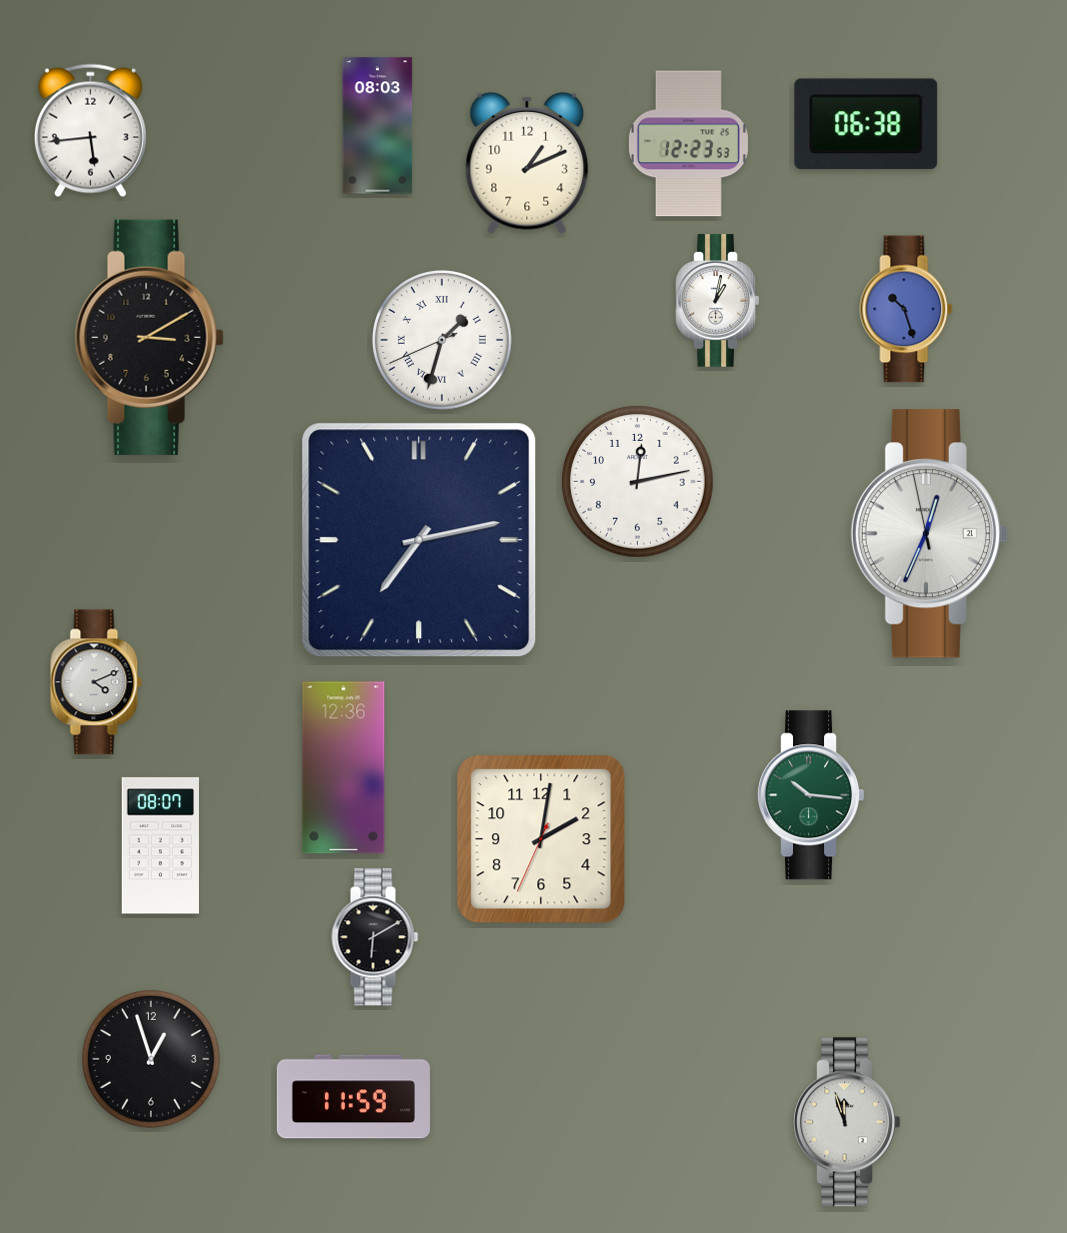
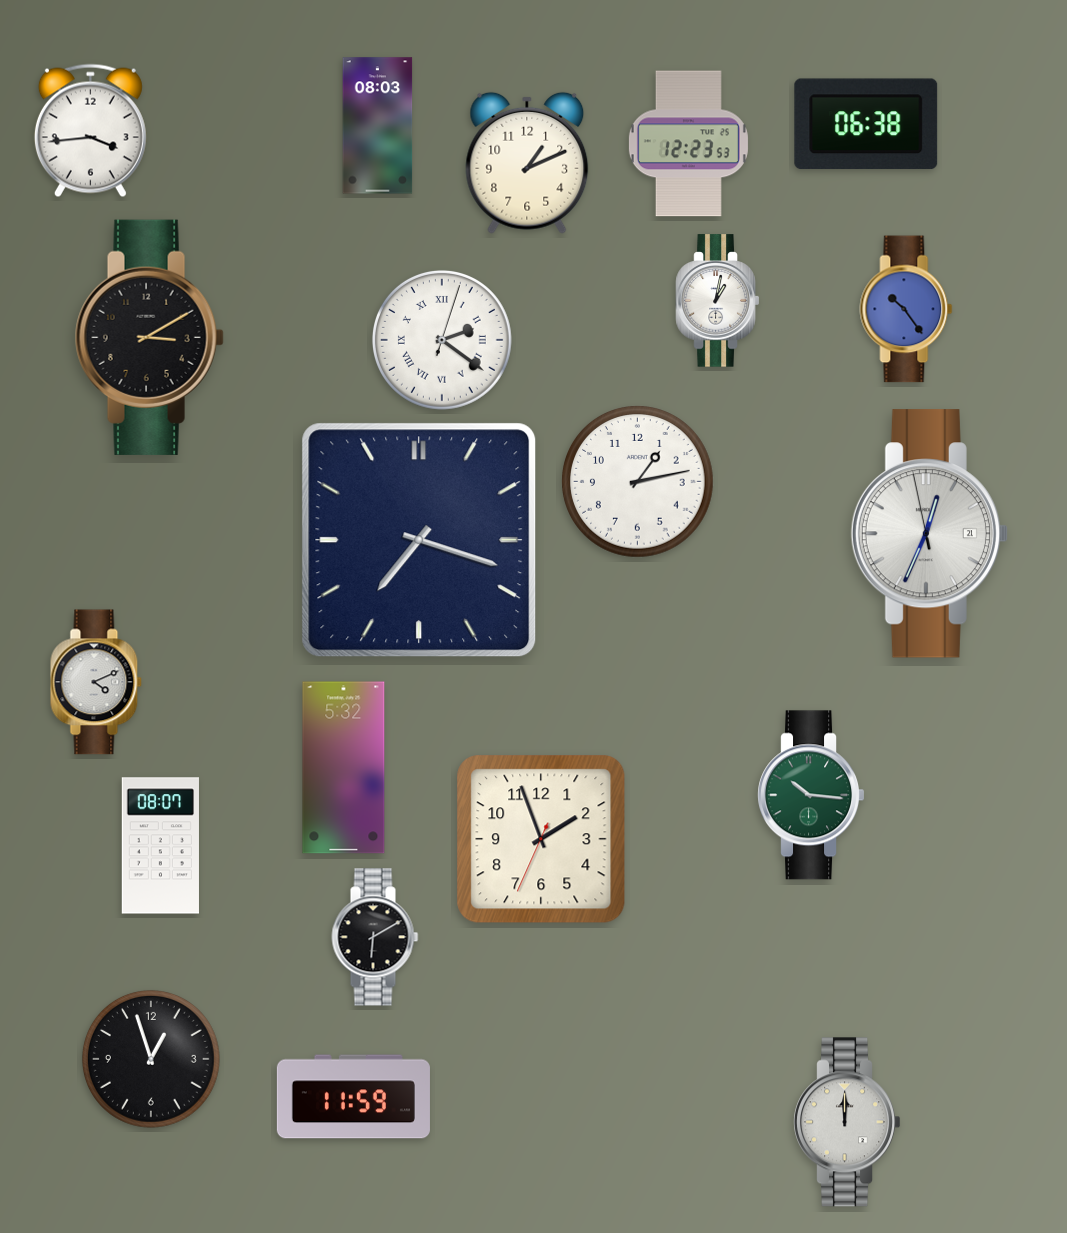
clock at (90, 131): 5:44 -> 3:44
clock at (906, 309): 10:27 -> 10:24
clock at (442, 340): 1:32 -> 2:21
clock at (638, 482): 12:13 -> 1:13
clock at (419, 540): 7:13 -> 7:18
clock at (344, 768): 12:36 -> 5:32
clock at (541, 839): 2:01 -> 1:56
clock at (847, 1122): 11:57 -> 12:00
